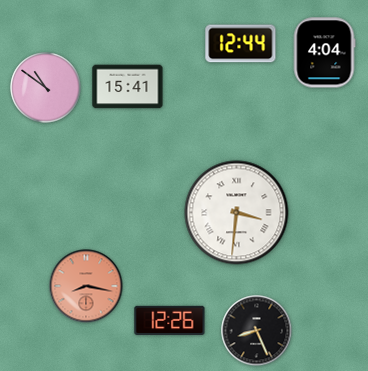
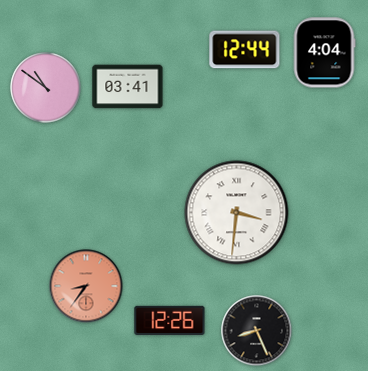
clock at (241, 44) position: (241, 44) -> (245, 50)
clock at (128, 87): 15:41 -> 03:41
clock at (86, 286): 8:17 -> 8:36
